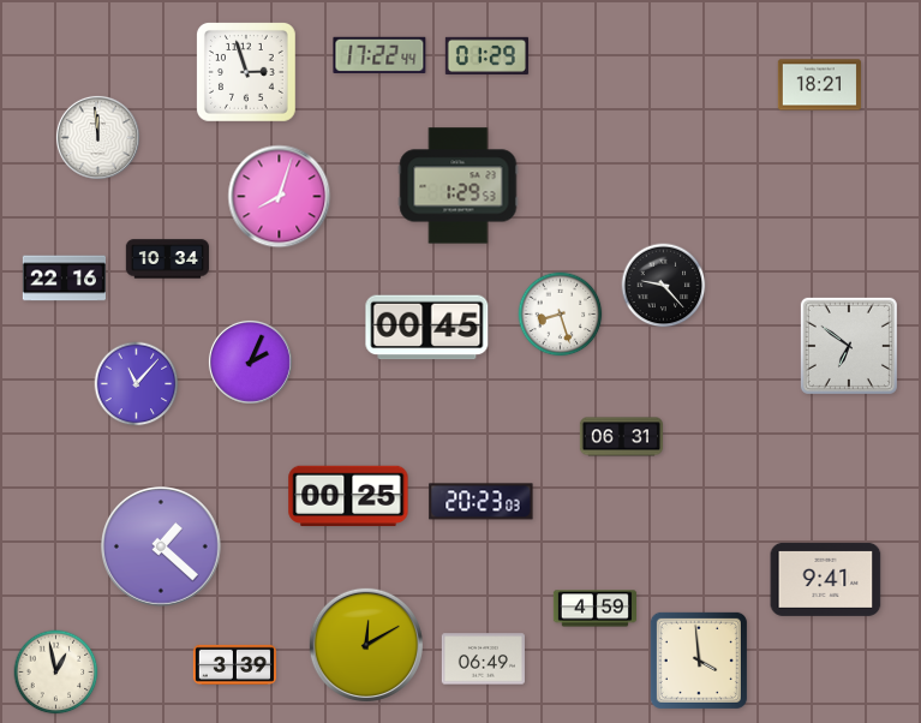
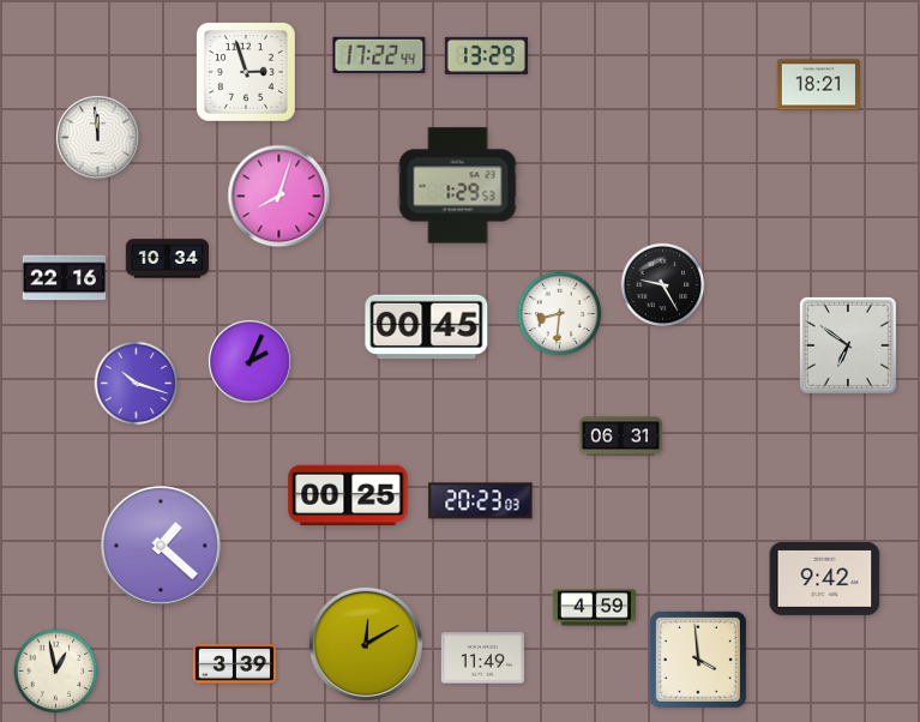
clock at (486, 55): 01:29 -> 13:29
clock at (664, 286): 9:23 -> 9:25
clock at (561, 315): 8:27 -> 8:31
clock at (137, 384): 11:07 -> 10:18
clock at (826, 579): 9:41 -> 9:42
clock at (483, 659): 06:49 -> 11:49
